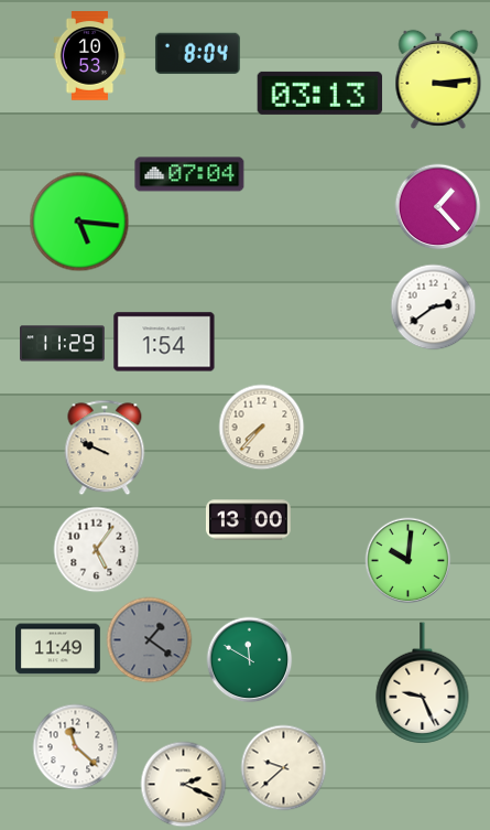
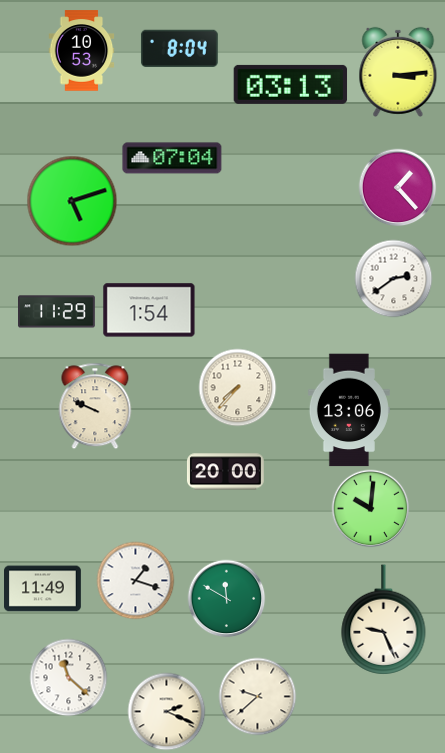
clock at (79, 222): 5:16 -> 5:12
clock at (349, 410): none -> 13:06
clock at (248, 520): 13:00 -> 20:00
clock at (96, 549): 5:06 -> none
clock at (149, 639): 1:21 -> 1:18
clock at (149, 639) dial: grey -> white
clock at (58, 649) position: (58, 649) -> (43, 589)
